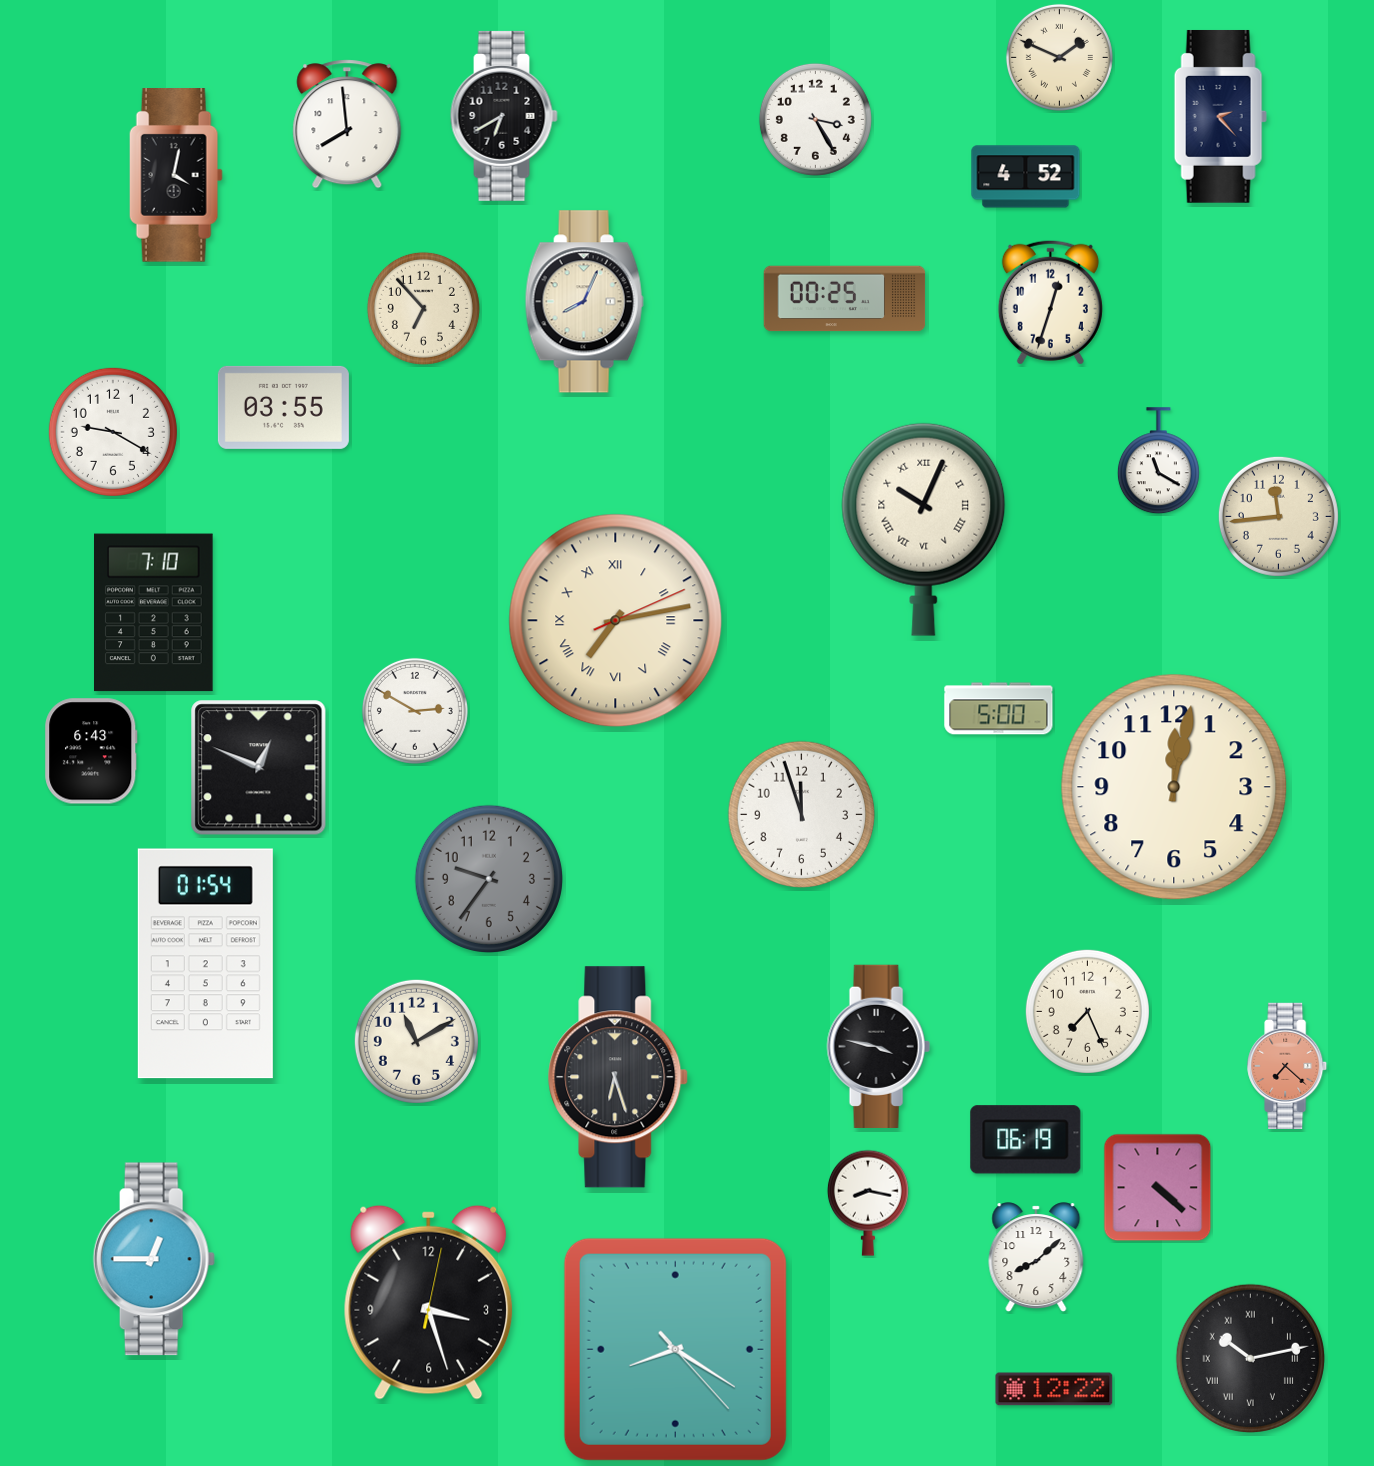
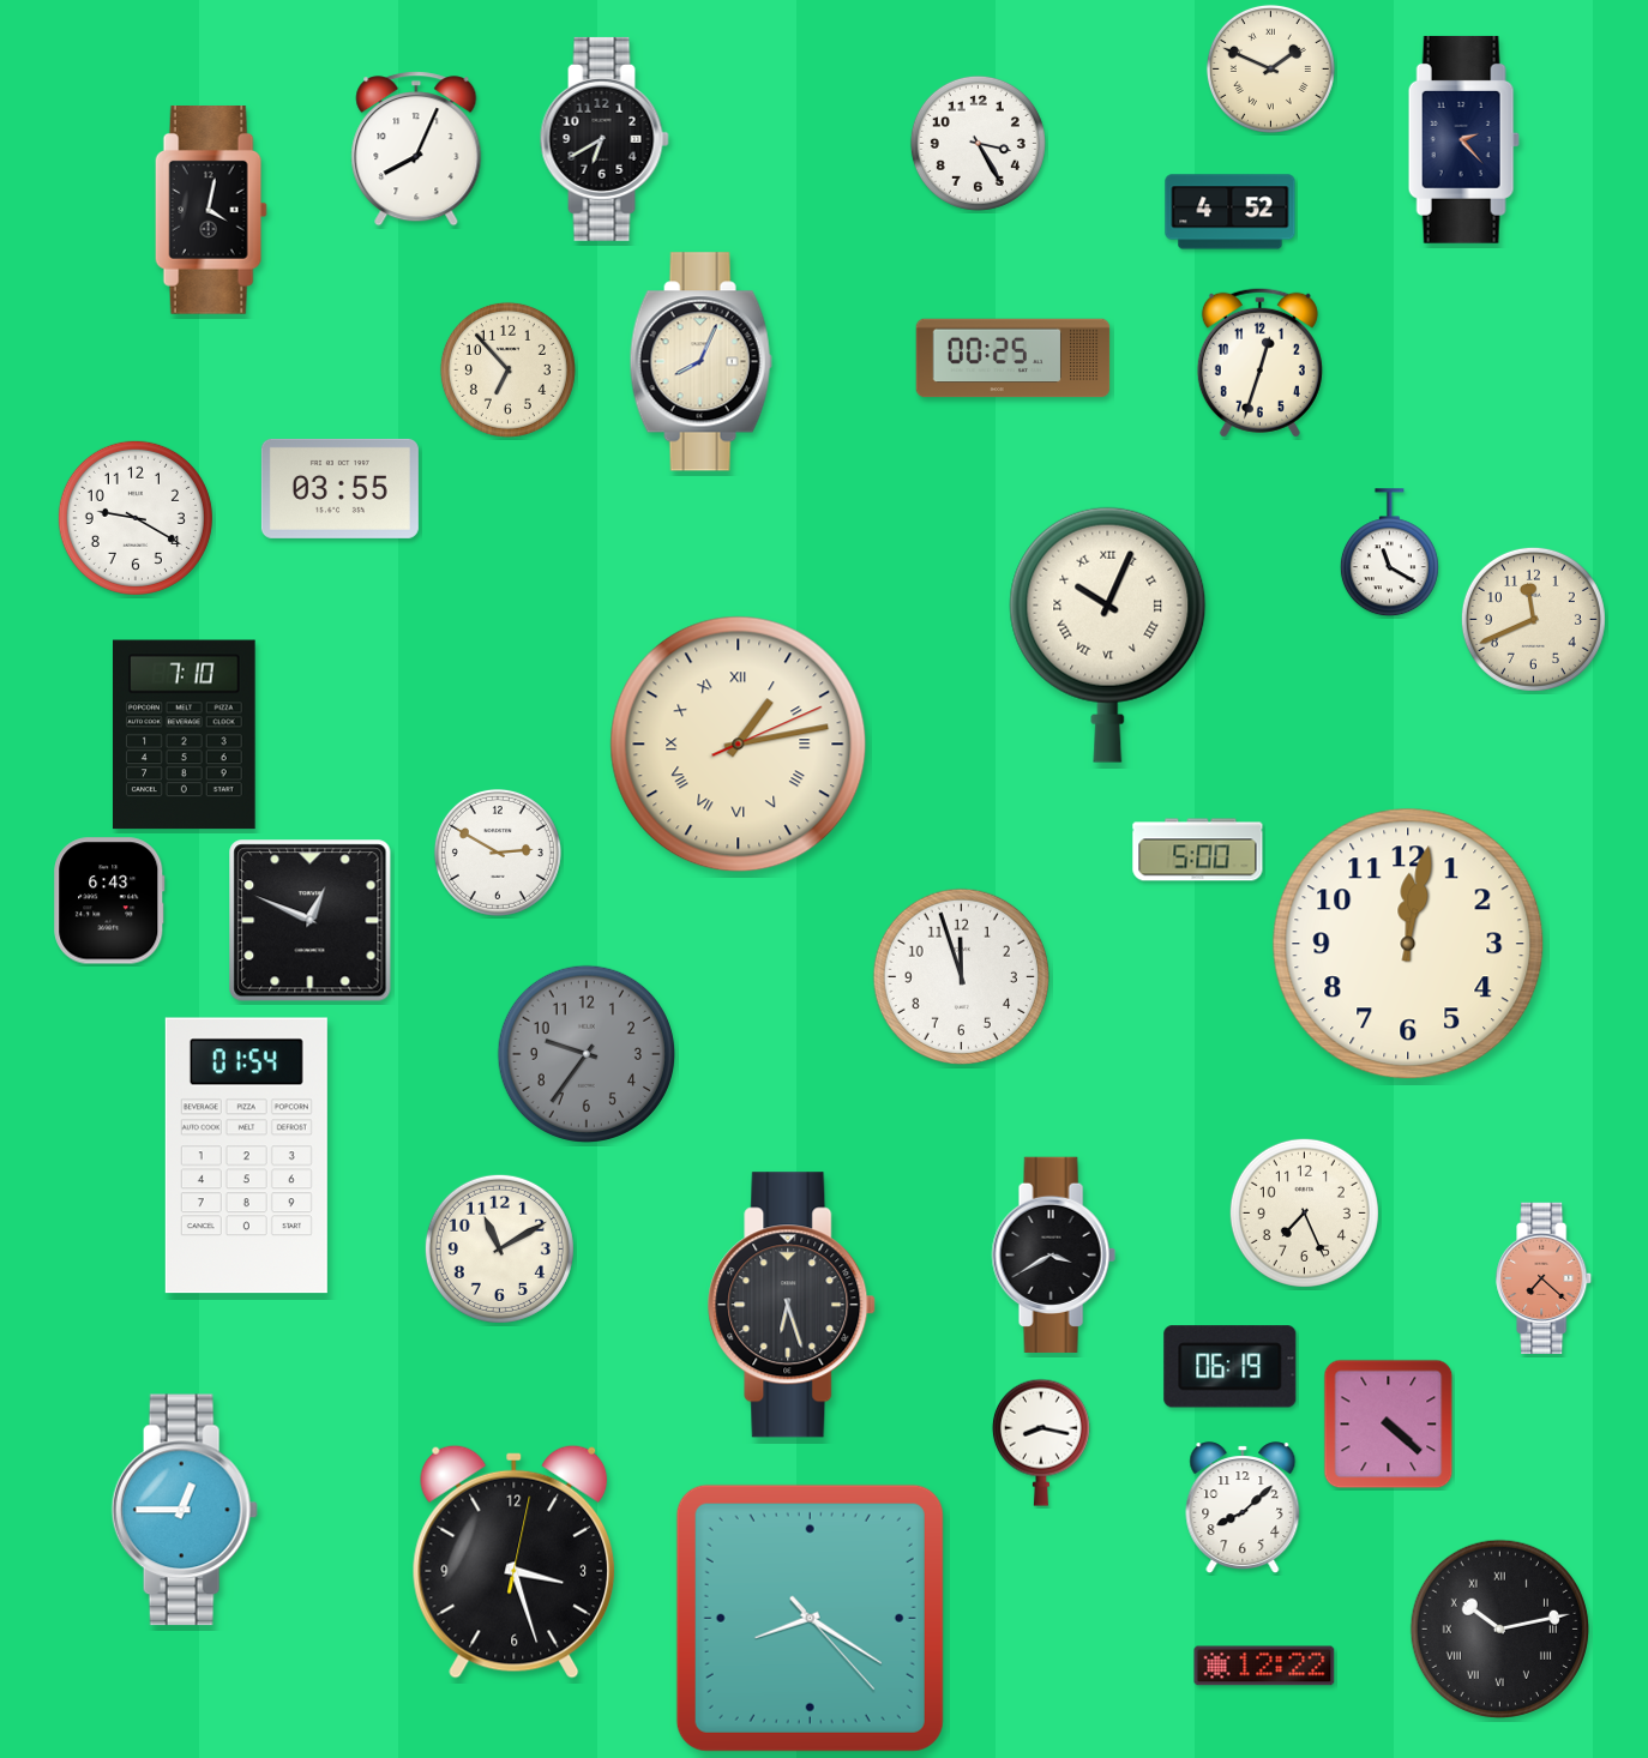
clock at (347, 124): 7:59 -> 8:04
clock at (1278, 516): 11:44 -> 11:41
clock at (616, 621): 7:13 -> 1:13
clock at (878, 1046): 3:47 -> 3:40
clock at (619, 1077) position: (619, 1077) -> (793, 1305)
